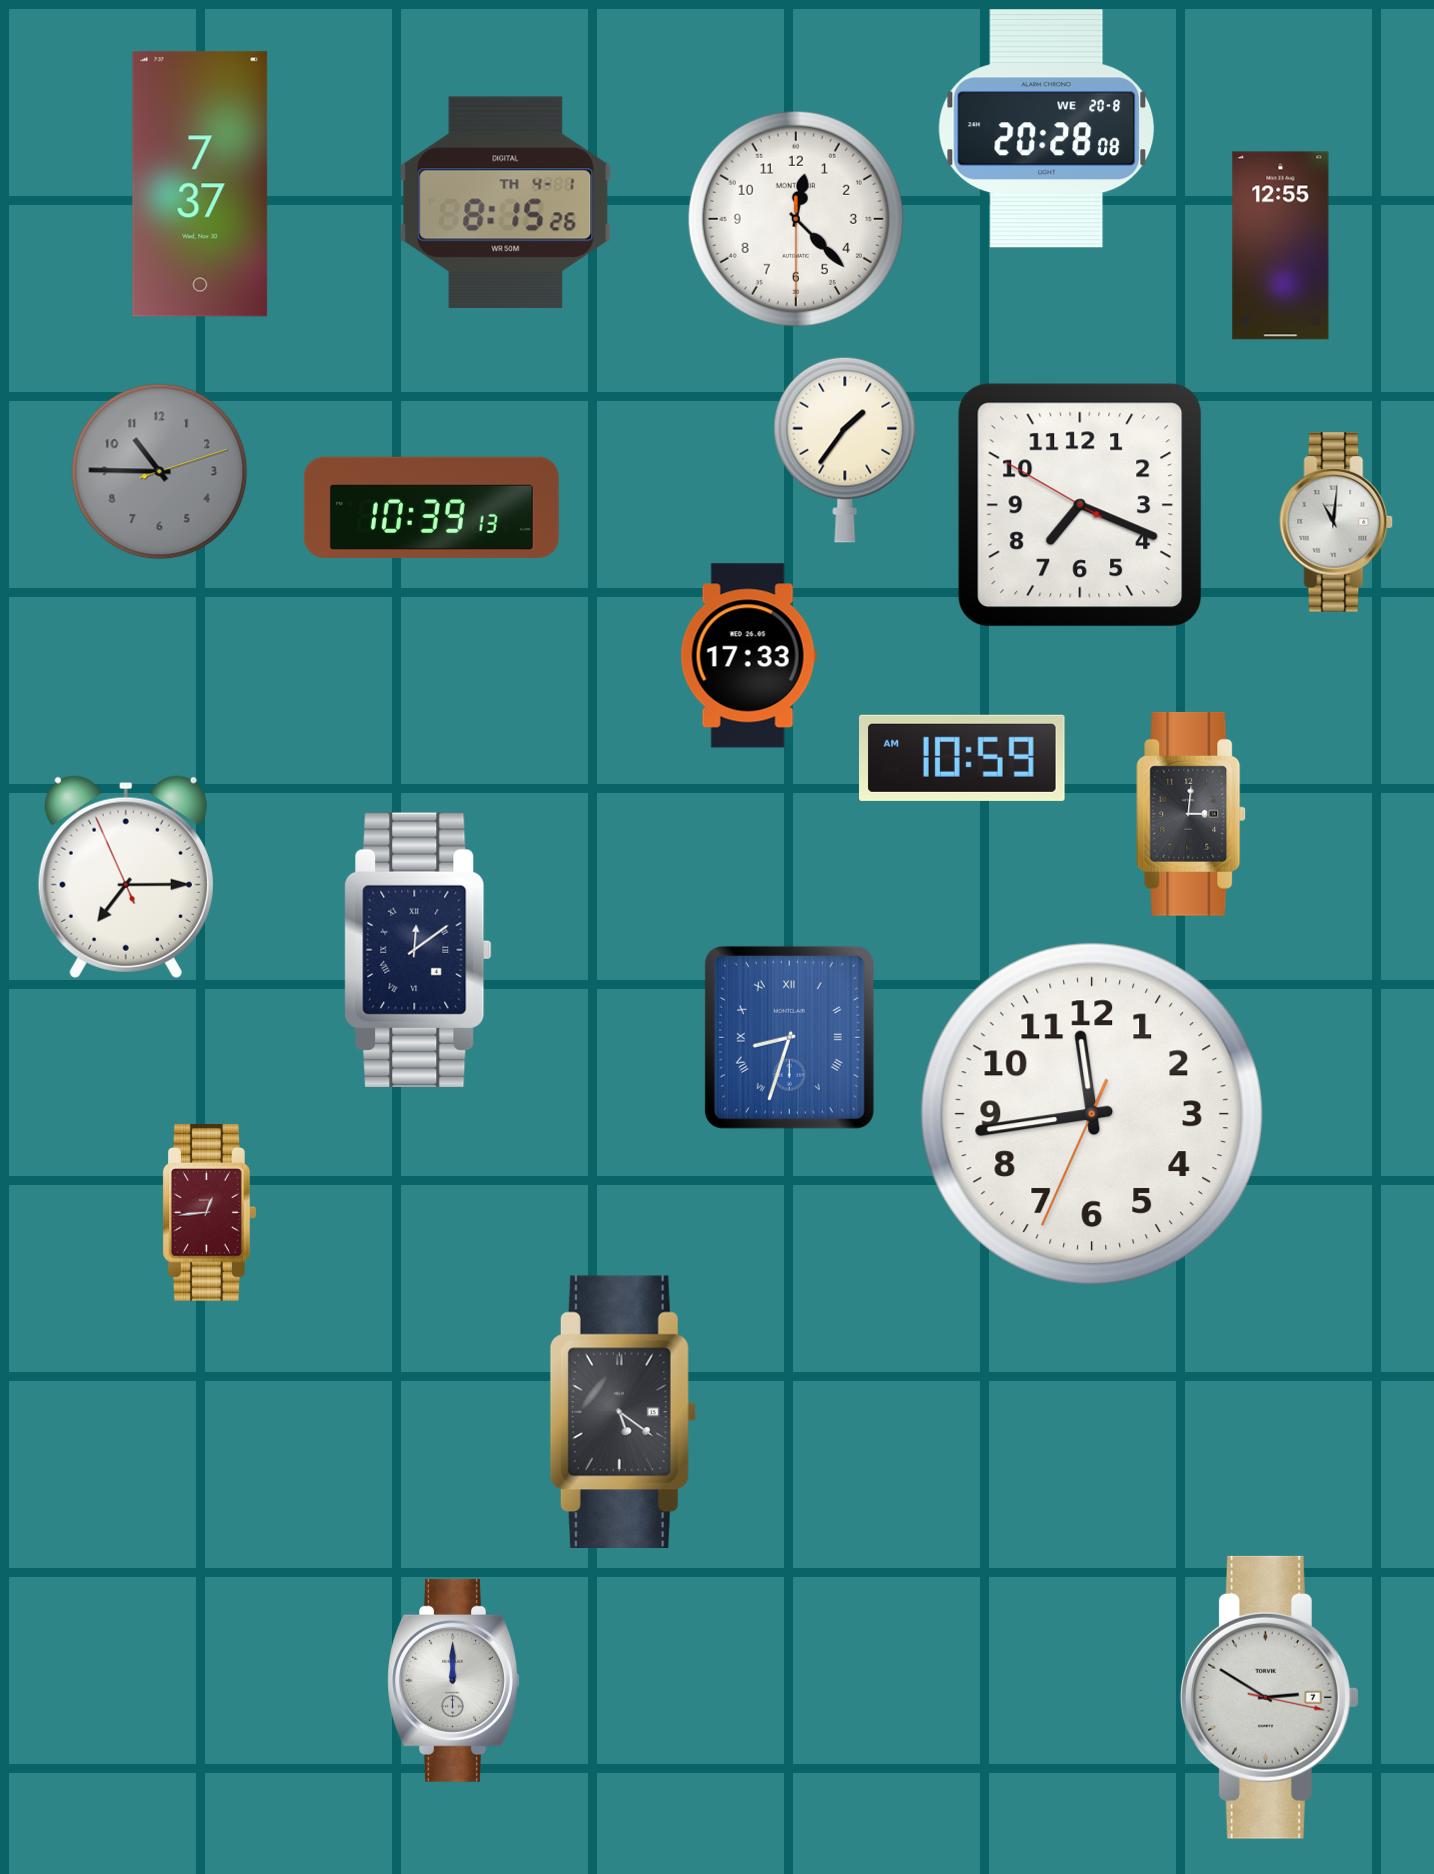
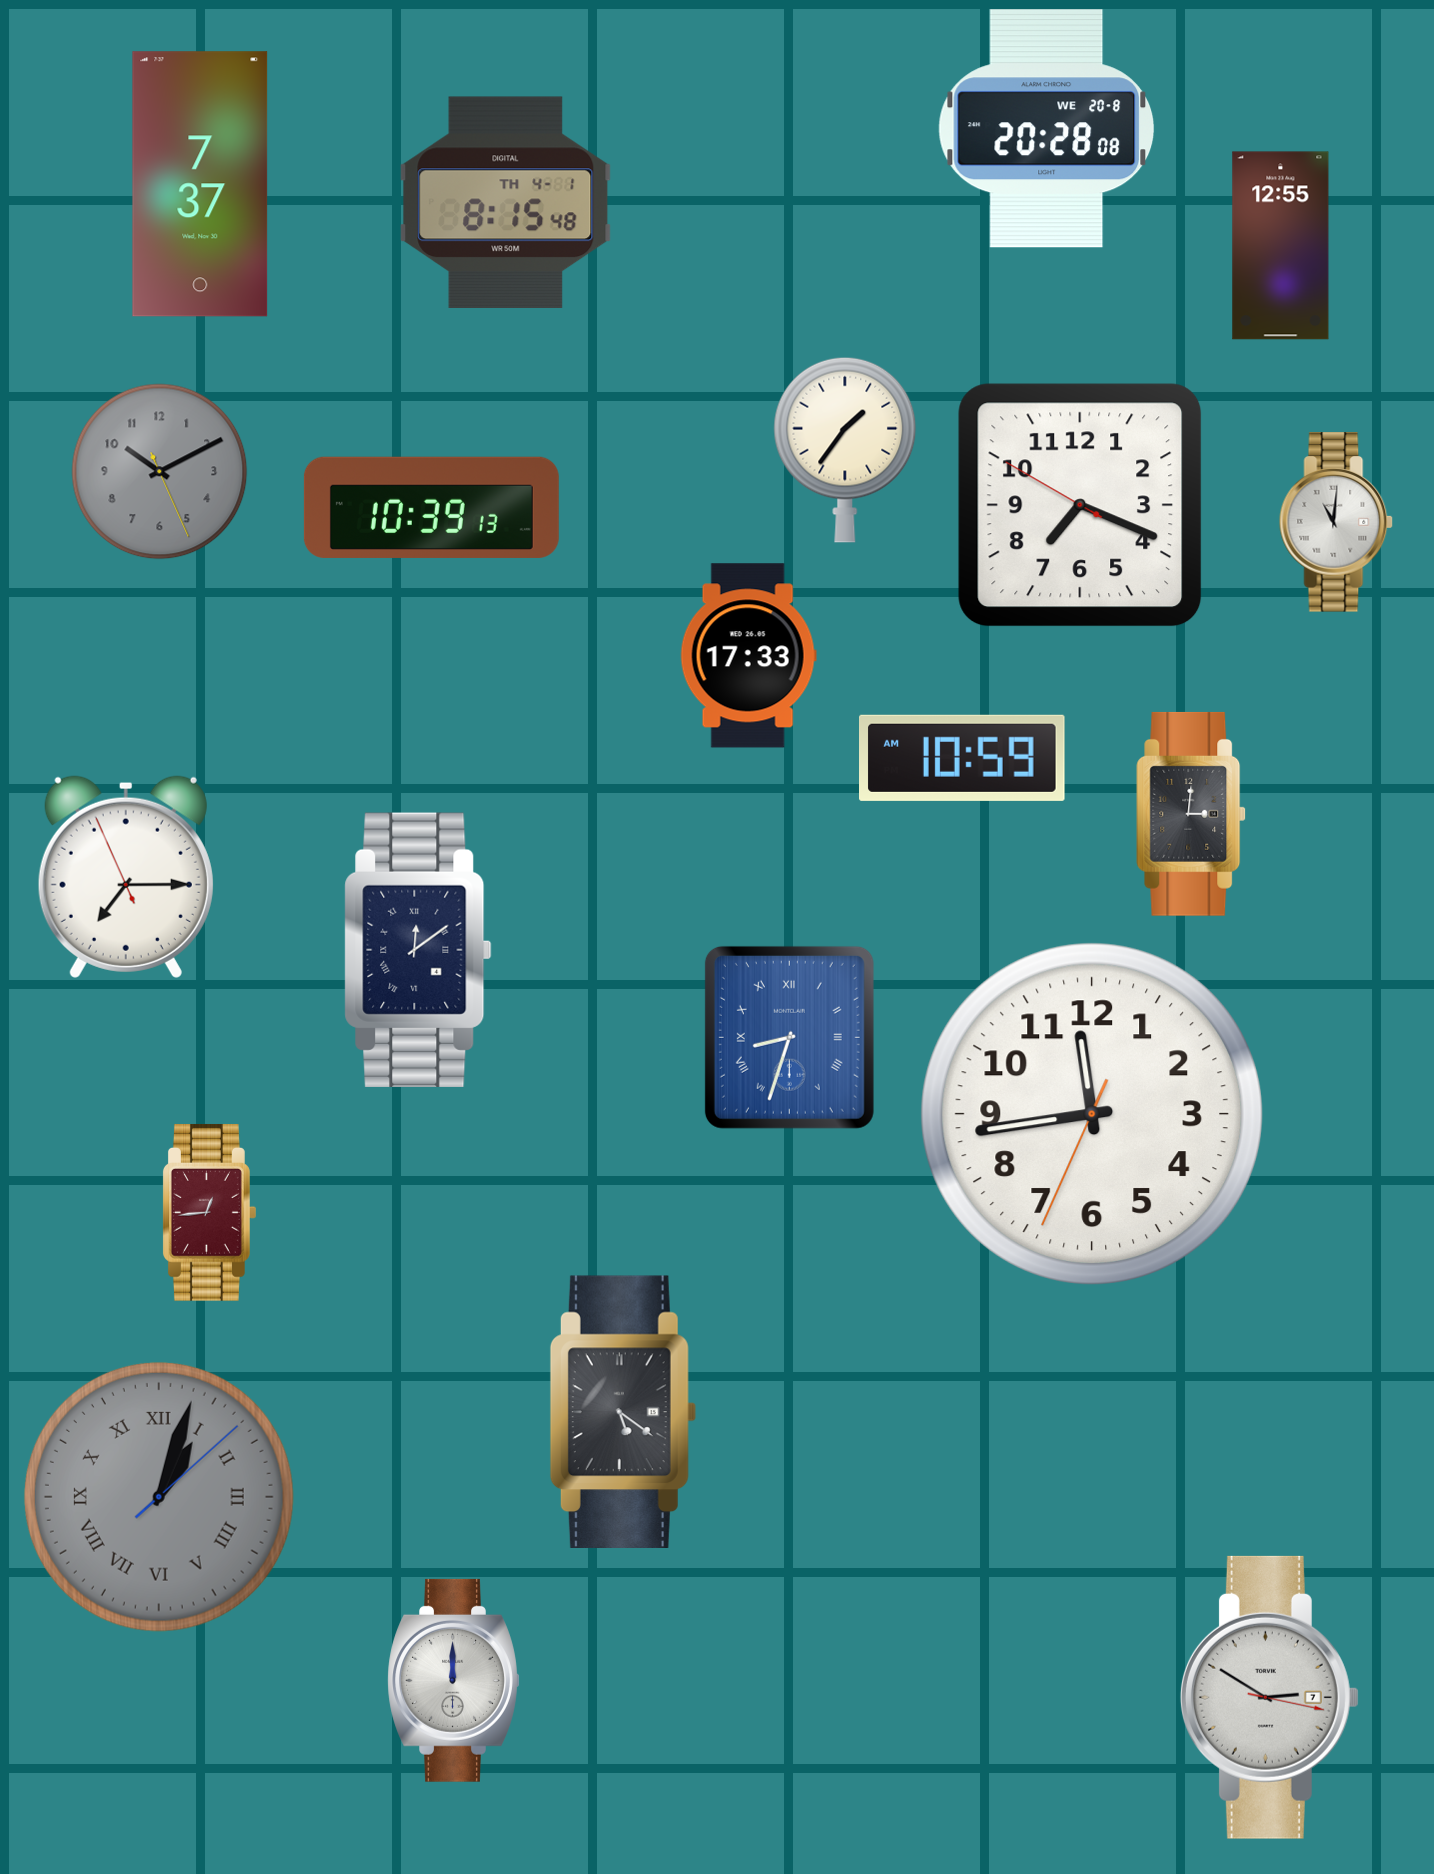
clock at (506, 202): 8:15:26 -> 8:15:48
clock at (796, 219): 12:22 -> none
clock at (160, 472): 10:45 -> 10:10
clock at (159, 1497): none -> 1:03
